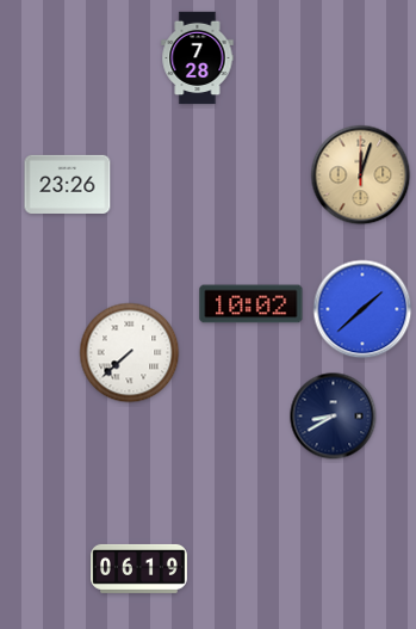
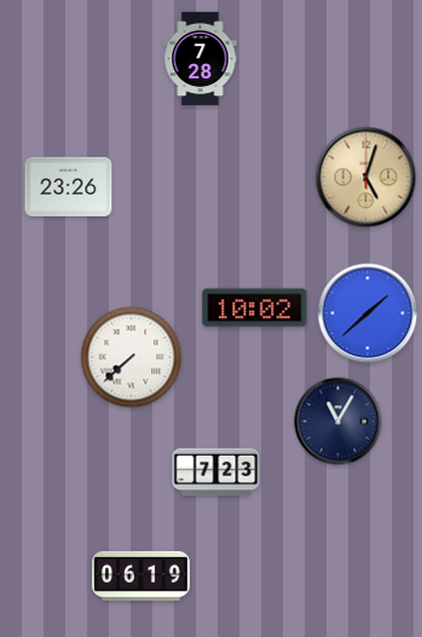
clock at (361, 175): 12:03 -> 5:03
clock at (334, 417): 8:40 -> 11:05
clock at (216, 473): none -> 7:23
